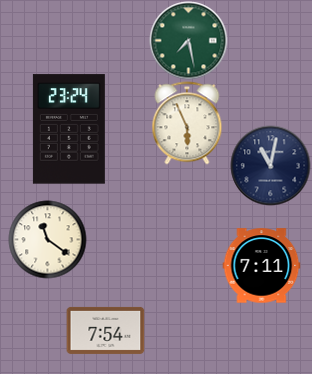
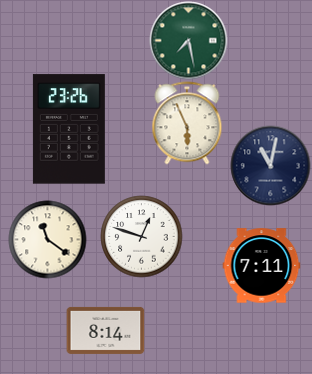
clock at (69, 129): 23:24 -> 23:26
clock at (141, 236): none -> 12:48
clock at (105, 330): 7:54 -> 8:14
